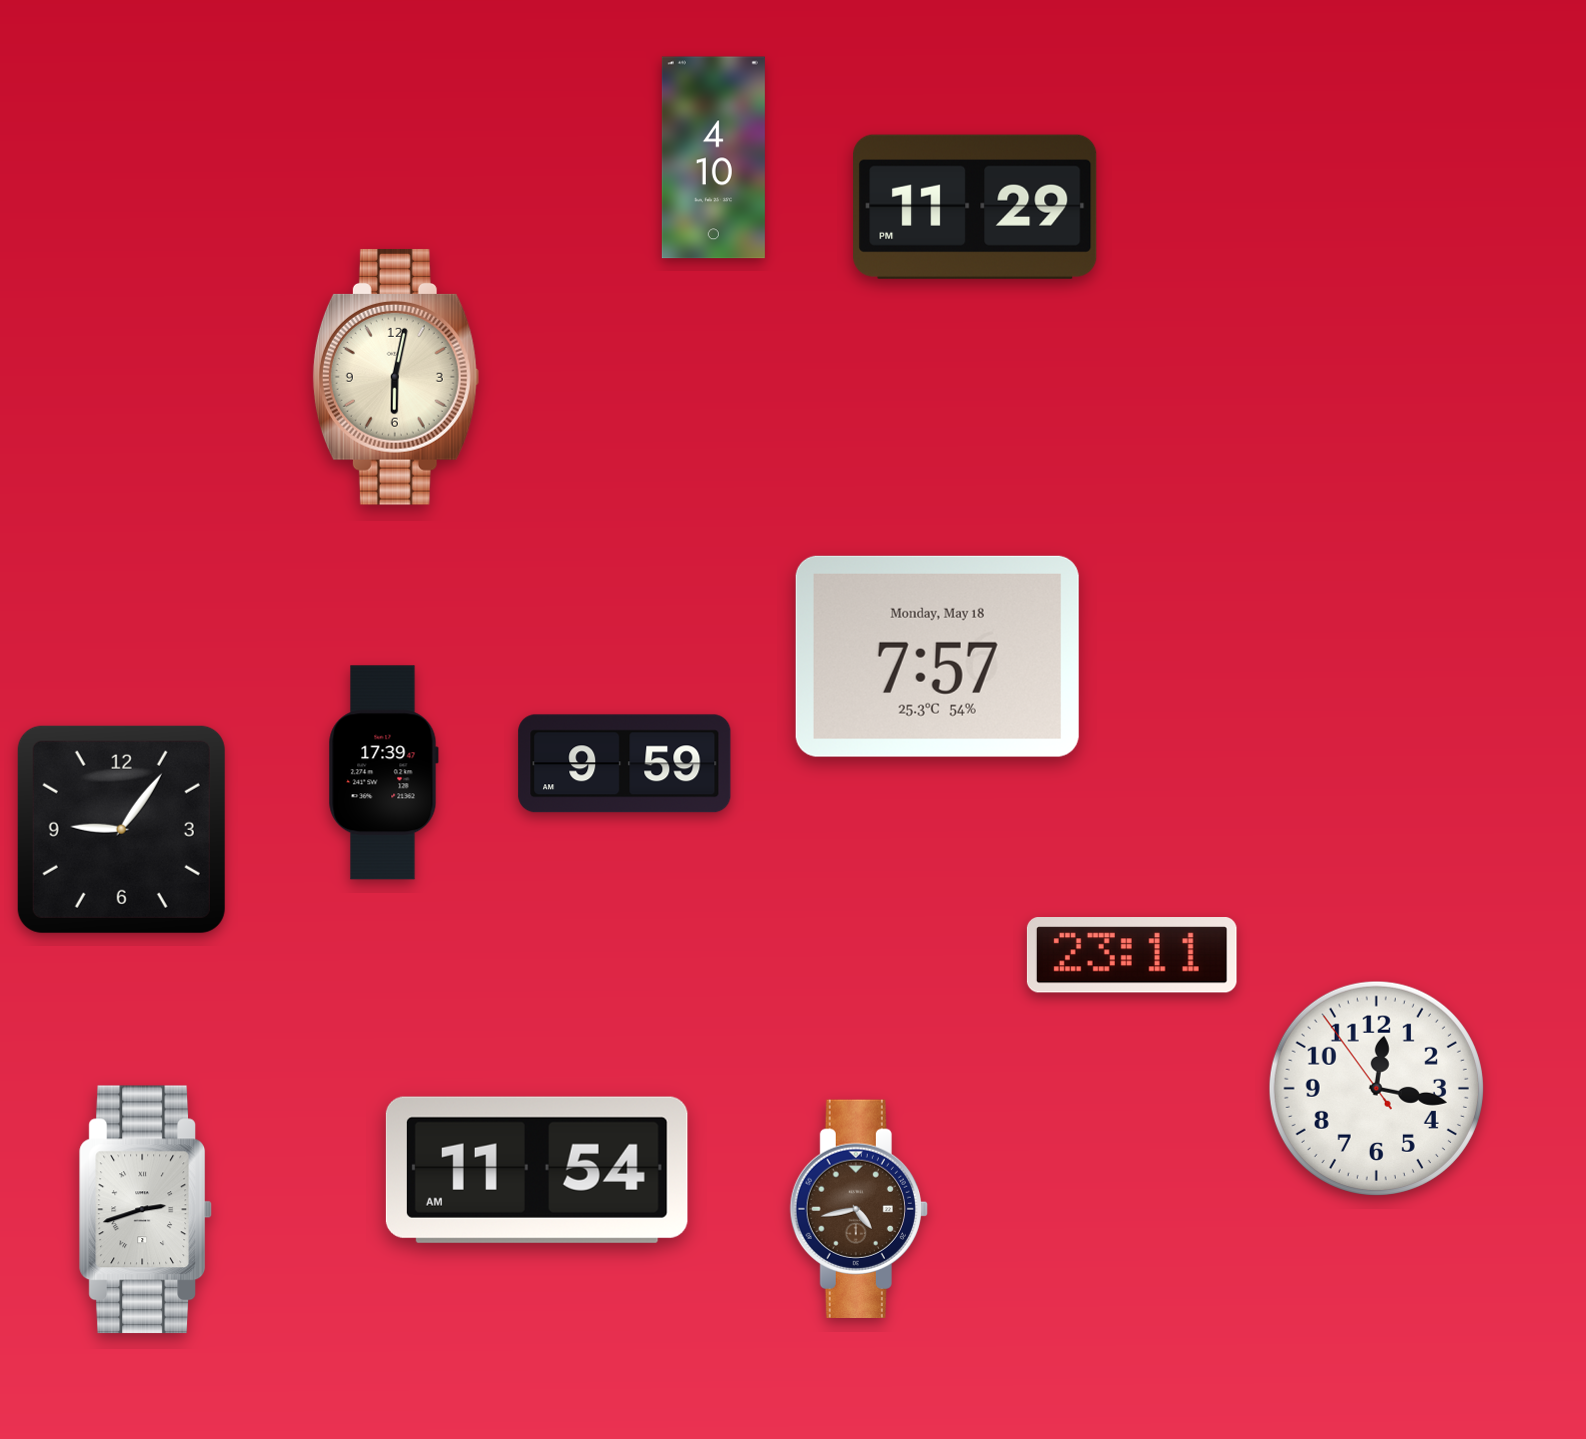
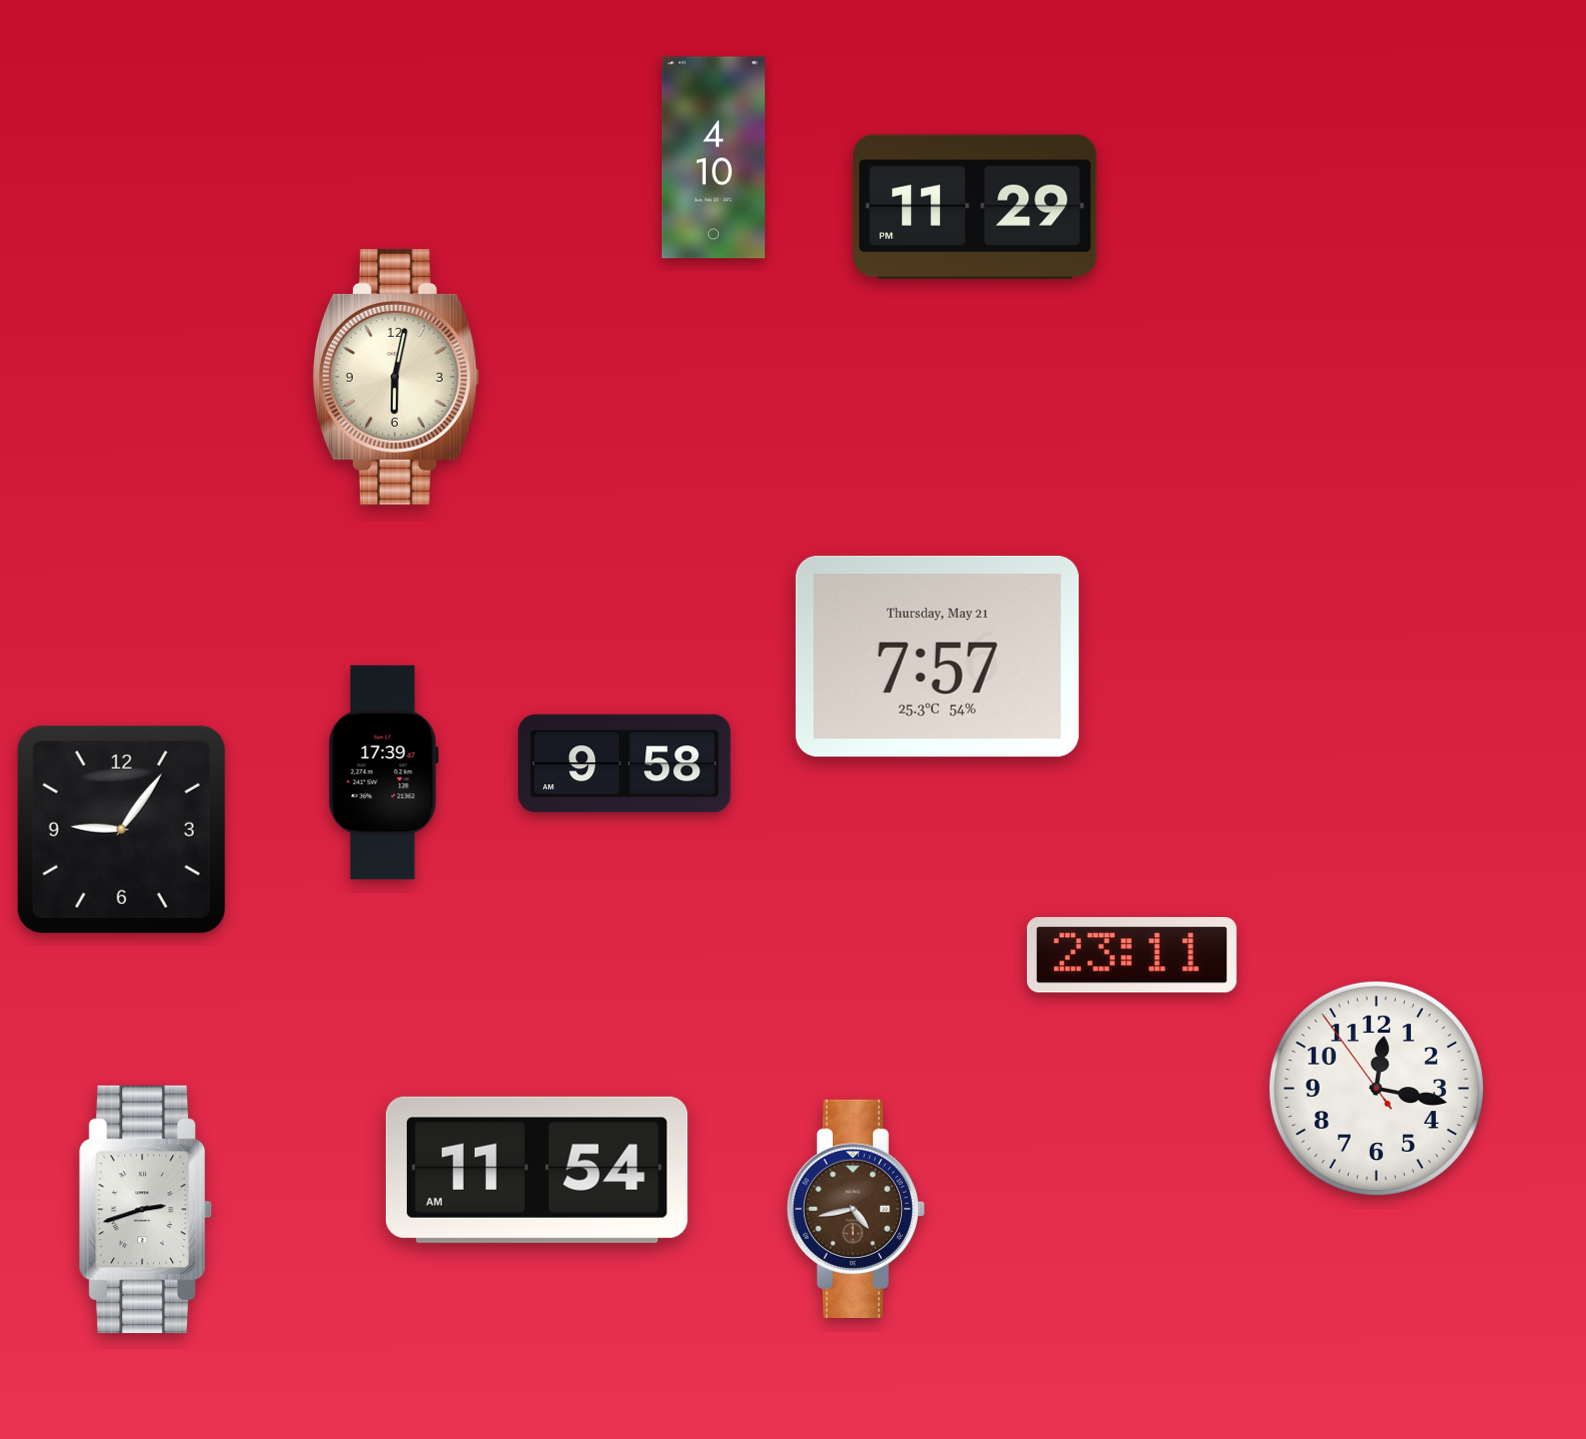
clock at (937, 656) date: Monday, May 18 -> Thursday, May 21
clock at (625, 764): 9:59 -> 9:58
clock at (859, 1208) position: (859, 1208) -> (856, 1208)
